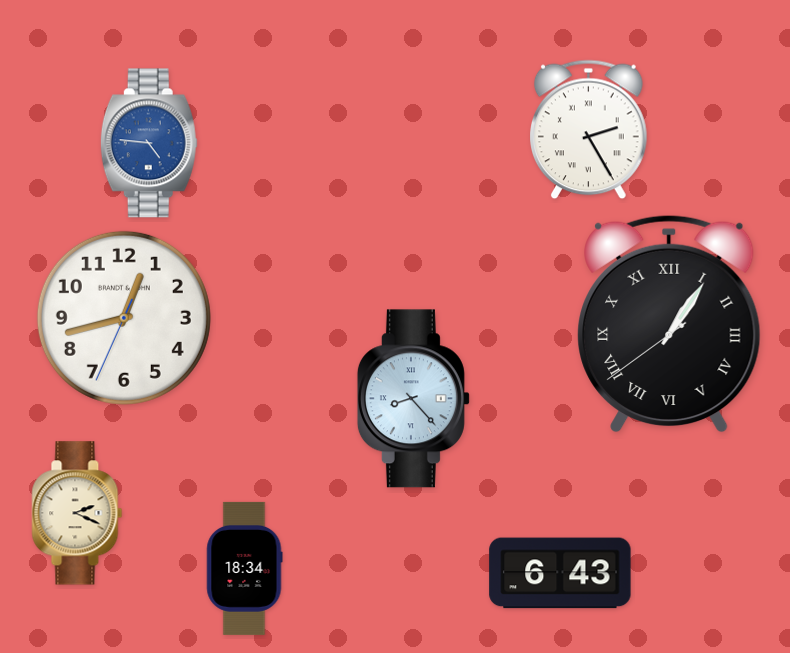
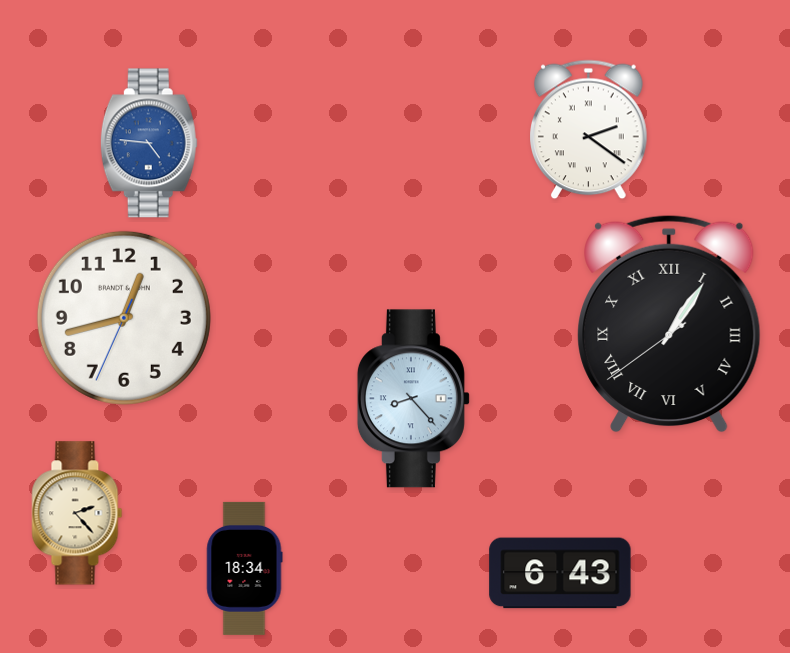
clock at (589, 130): 2:25 -> 2:21
clock at (77, 513): 2:19 -> 2:23
